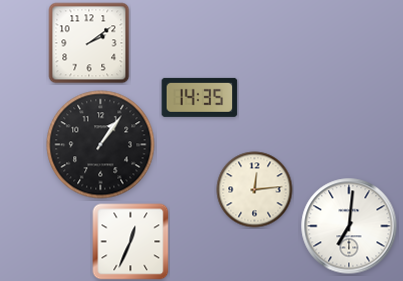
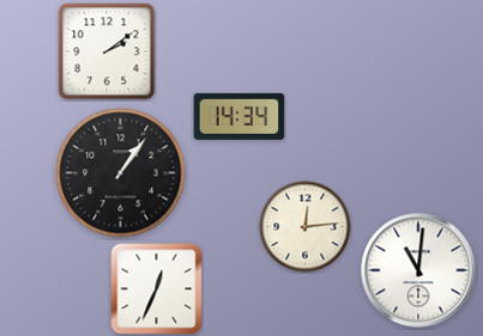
clock at (200, 97): 14:35 -> 14:34
clock at (349, 226): 7:01 -> 11:01
